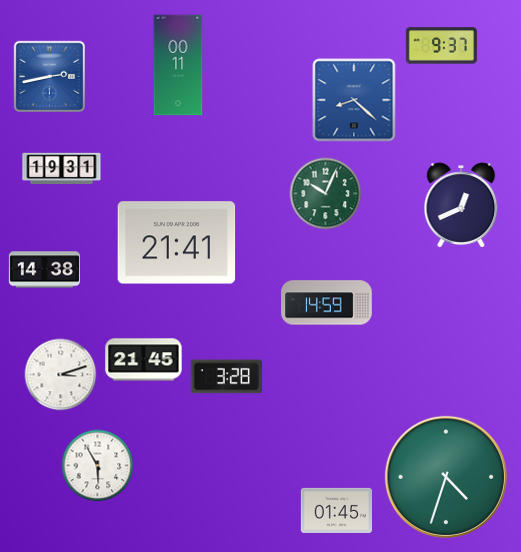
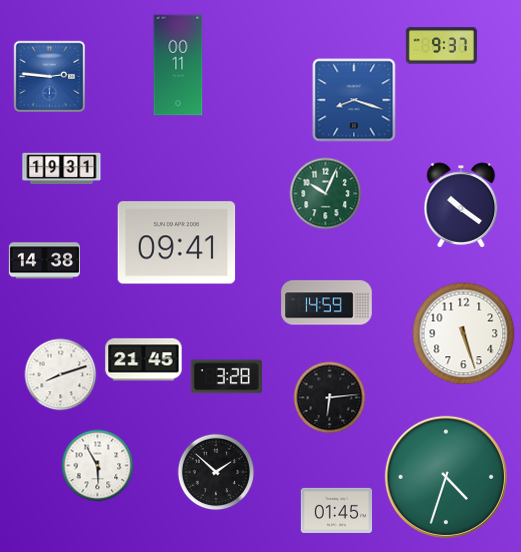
clock at (50, 77): 2:43 -> 2:46
clock at (354, 100): 8:22 -> 8:18
clock at (461, 205): 12:41 -> 10:21
clock at (177, 243): 21:41 -> 09:41
clock at (44, 270) position: (44, 270) -> (44, 261)
clock at (464, 334): none -> 5:27
clock at (61, 375): 3:12 -> 8:12
clock at (330, 398): none -> 6:14
clock at (216, 472): none -> 1:52
